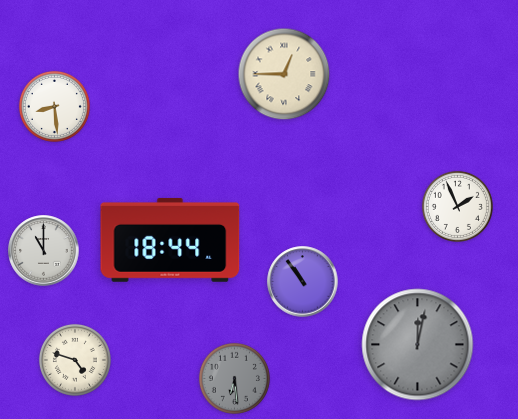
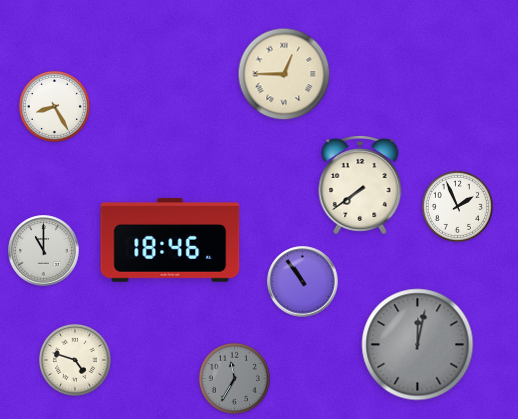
clock at (54, 106): 8:29 -> 8:25
clock at (360, 186): none -> 7:39
clock at (170, 240): 18:44 -> 18:46
clock at (234, 378): 6:29 -> 11:35
